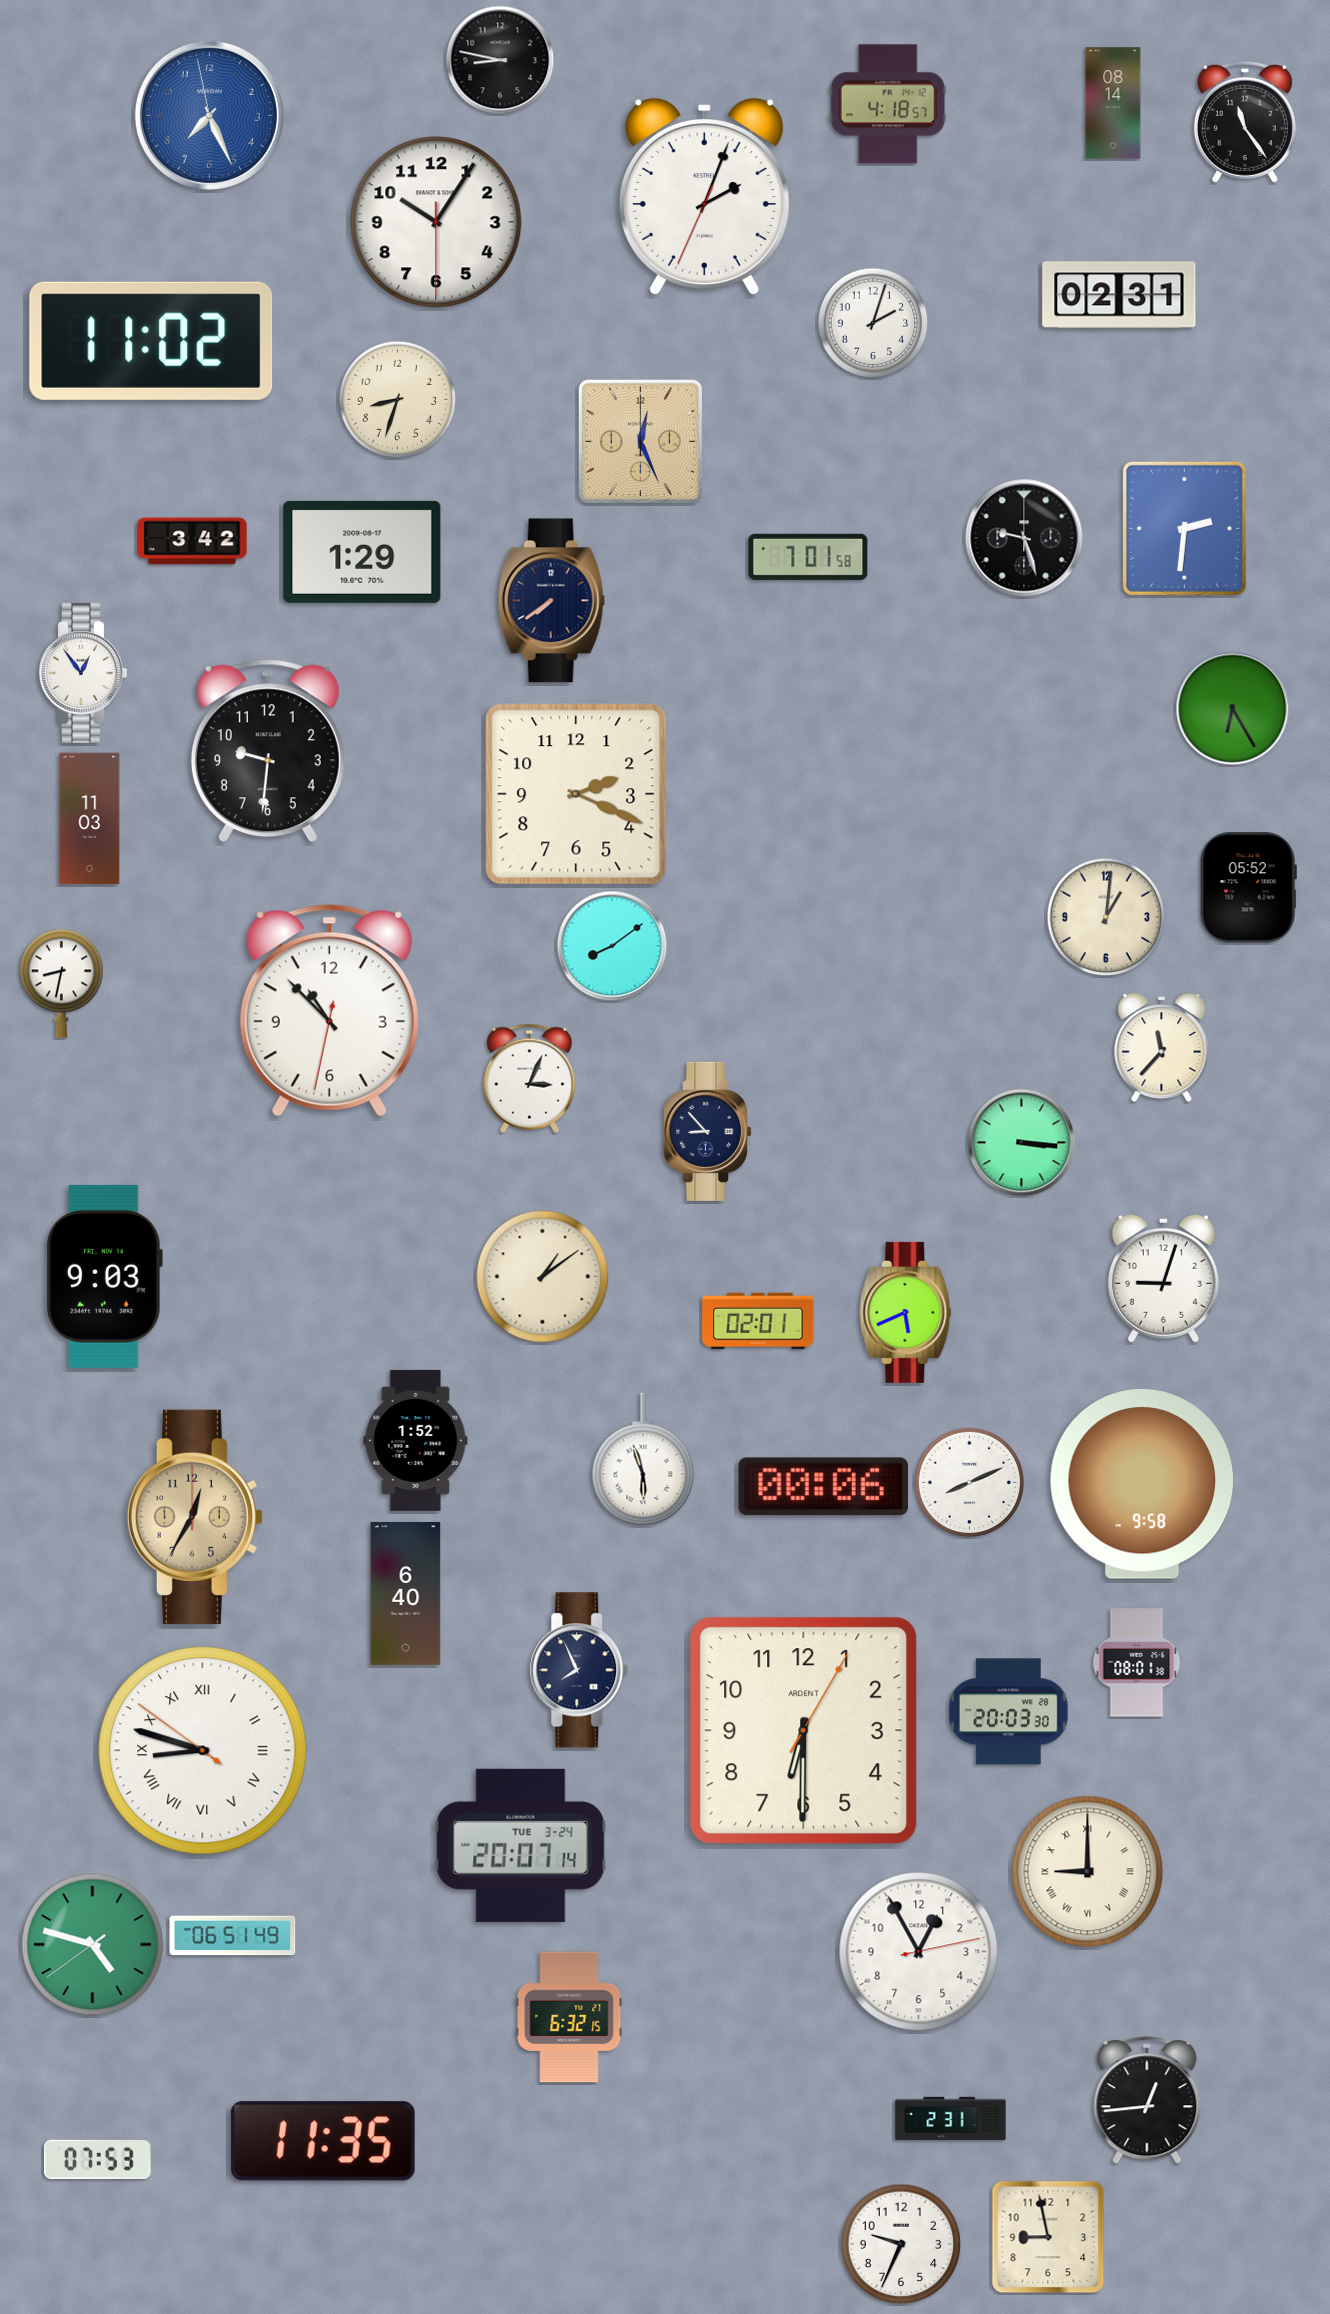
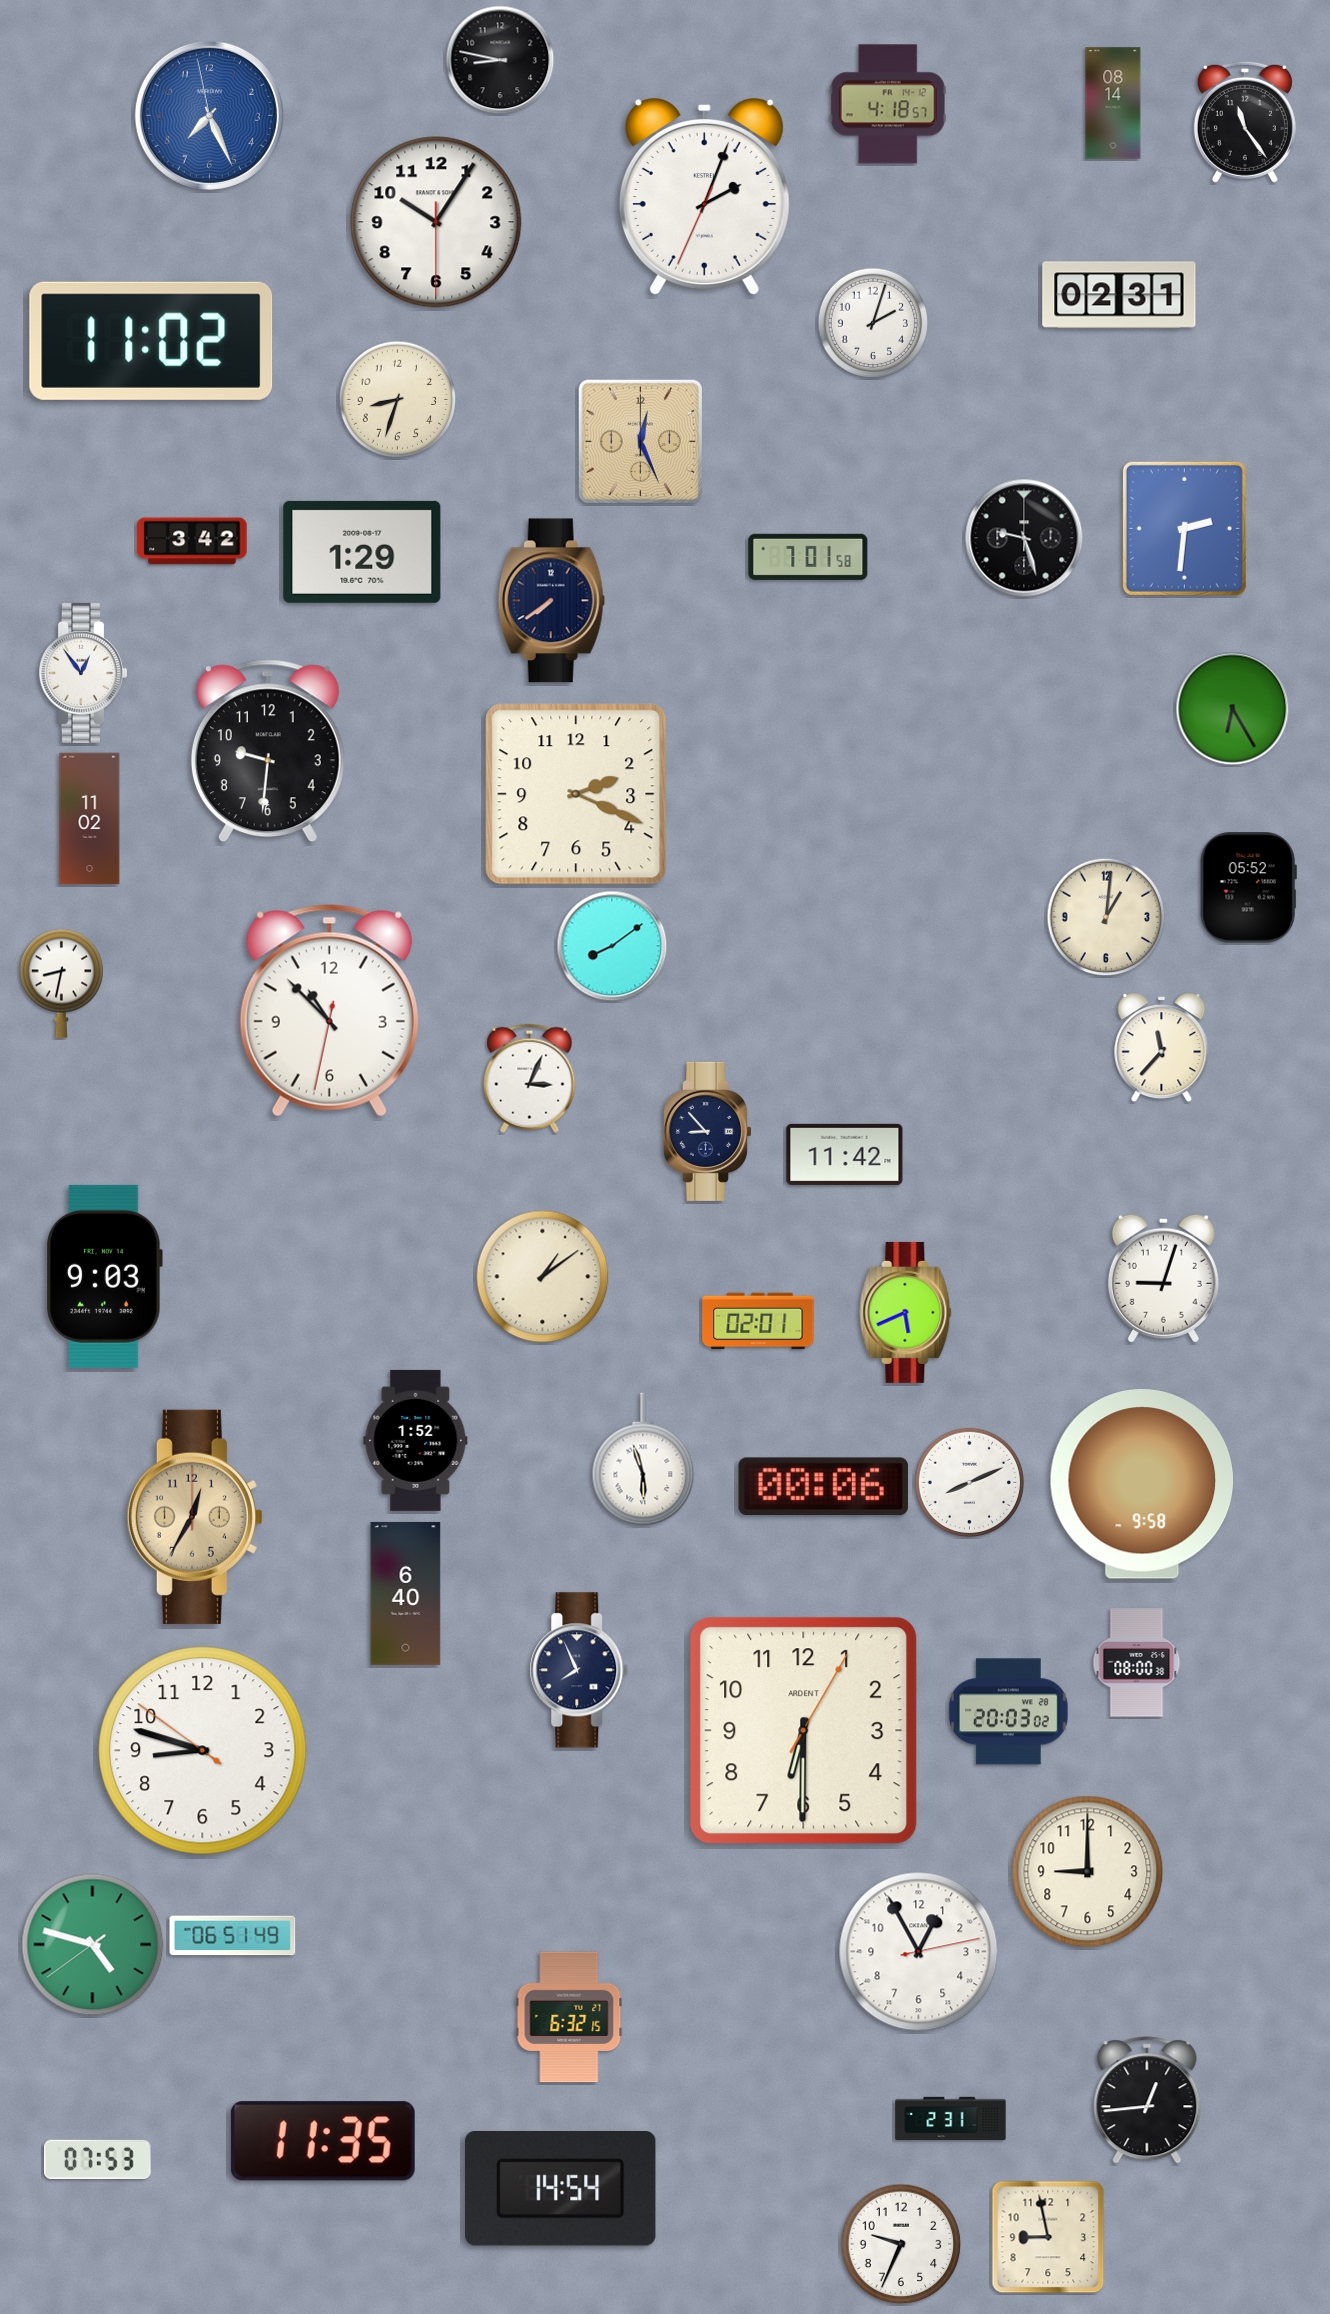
clock at (90, 819): 11:03 -> 11:02
clock at (1022, 1143): 3:16 -> none
clock at (845, 1154): none -> 11:42
clock at (1137, 1663): 08:01 -> 08:00
clock at (1008, 1712): 20:03:30 -> 20:03:02
clock at (203, 1751) numerals: Roman -> Arabic
clock at (521, 1845): 20:07 -> none
clock at (1088, 1872) numerals: Roman -> Arabic
clock at (561, 2189): none -> 14:54
